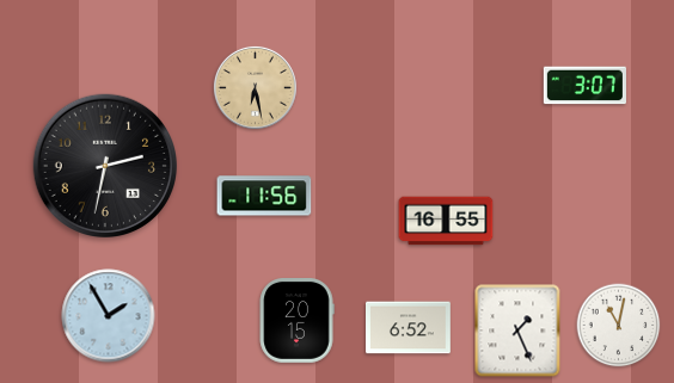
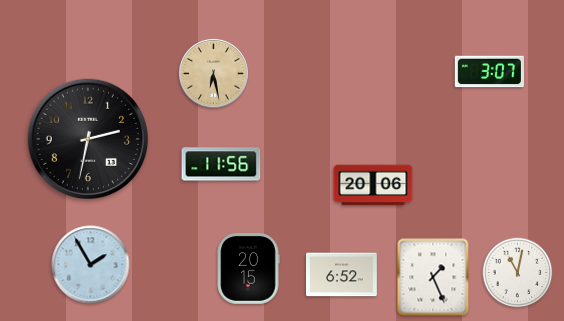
clock at (446, 221): 16:55 -> 20:06
